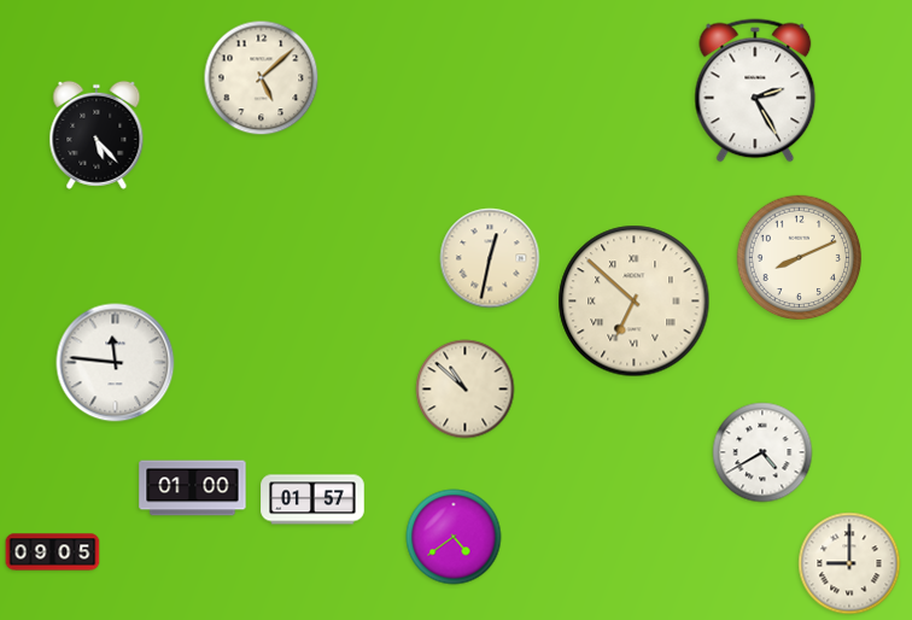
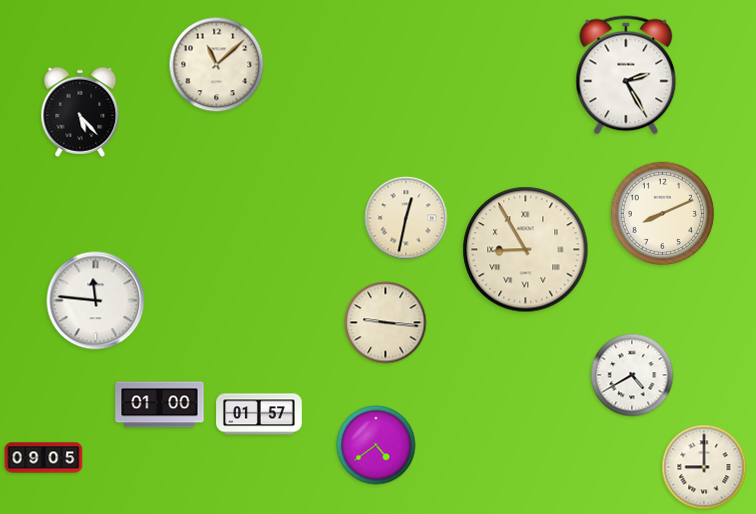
clock at (262, 78): 5:08 -> 11:08
clock at (490, 258) position: (490, 258) -> (406, 218)
clock at (635, 302): 6:52 -> 8:55
clock at (466, 390): 10:52 -> 9:16
